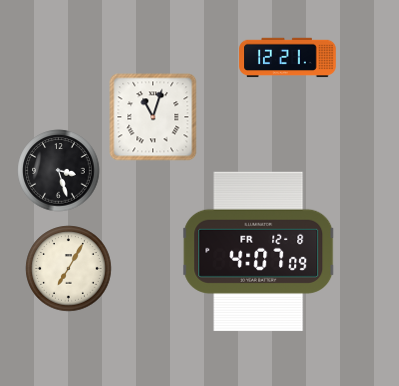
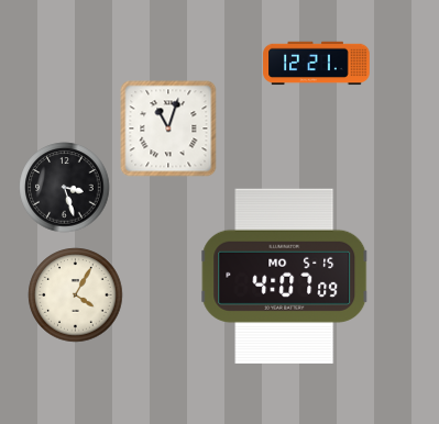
clock at (259, 251) date: FR 12-8 -> MO 5-15
clock at (69, 269): 7:05 -> 4:05
